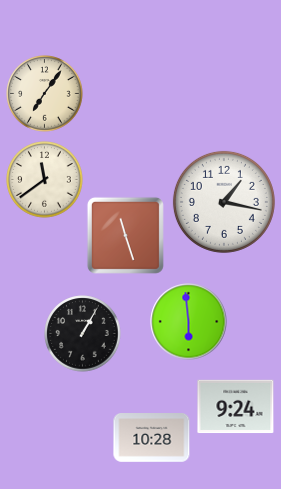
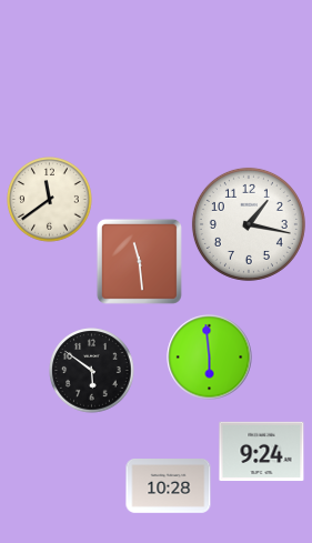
clock at (45, 94): 7:06 -> none
clock at (125, 235): 11:27 -> 11:29
clock at (83, 334): 1:05 -> 5:51
